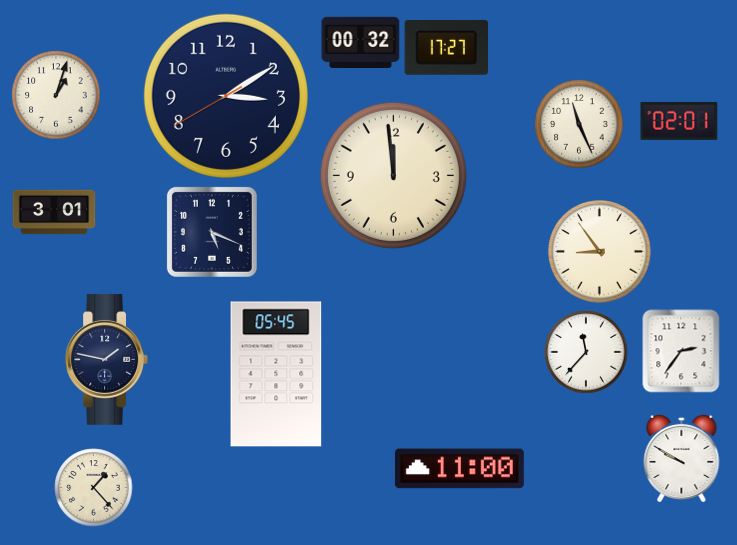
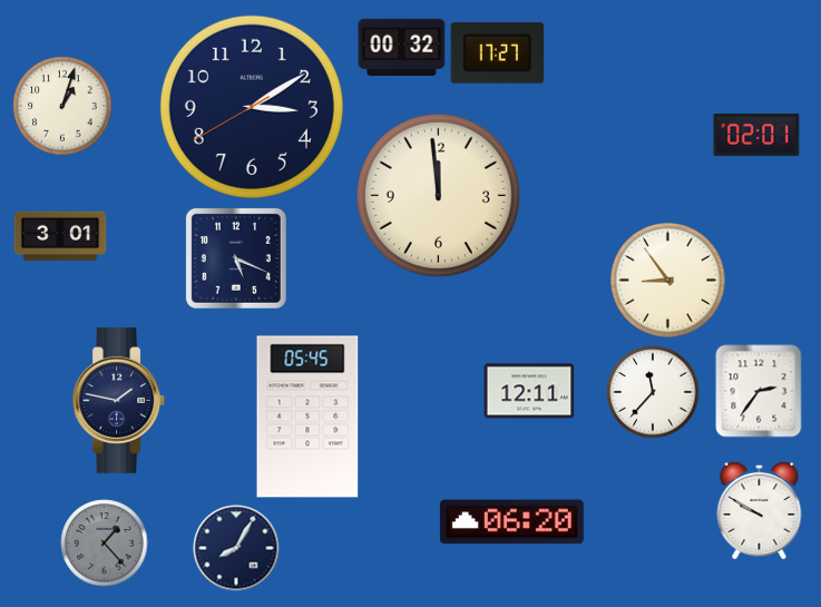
clock at (579, 124): 11:26 -> none
clock at (529, 391): none -> 12:11
clock at (459, 469): 11:00 -> 06:20
clock at (94, 488) dial: cream -> grey
clock at (236, 548): none -> 8:05
